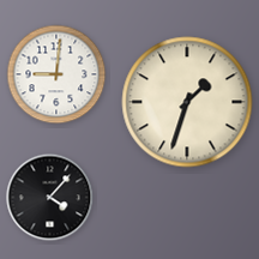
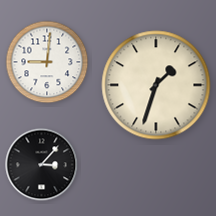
clock at (50, 198): 4:07 -> 3:07
